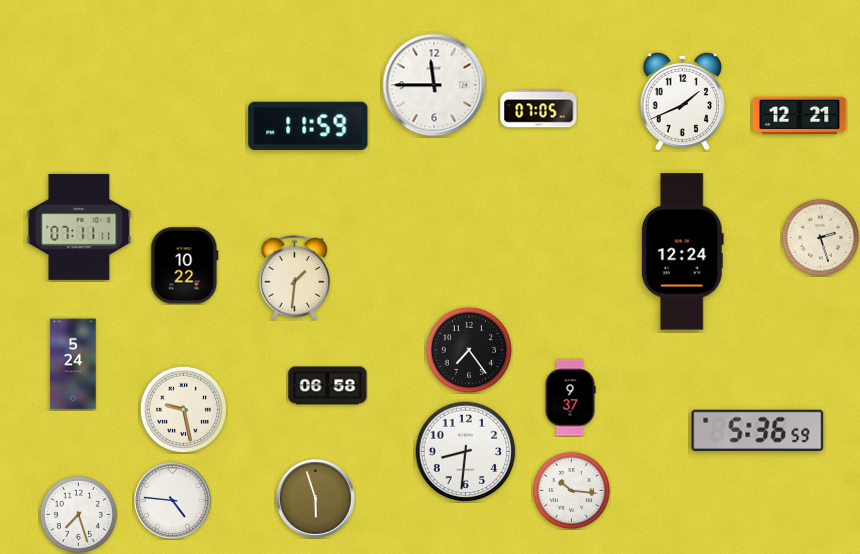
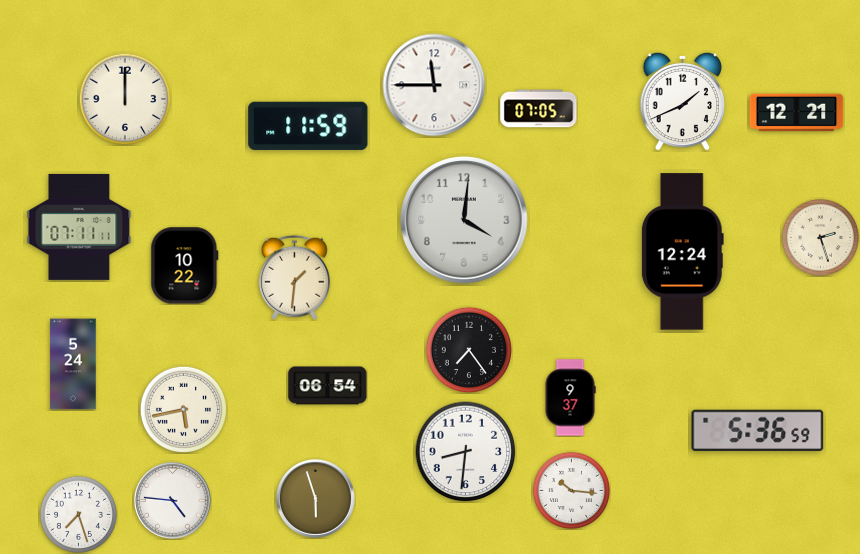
clock at (125, 99): none -> 12:00
clock at (800, 116) position: (800, 116) -> (797, 113)
clock at (464, 220): none -> 4:01
clock at (328, 386): 06:58 -> 06:54
clock at (183, 409): 9:28 -> 5:43
